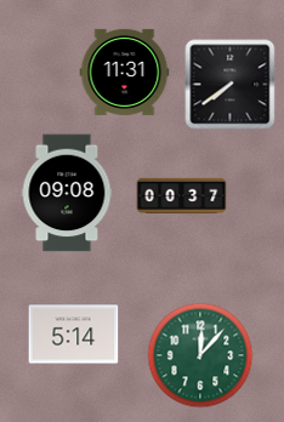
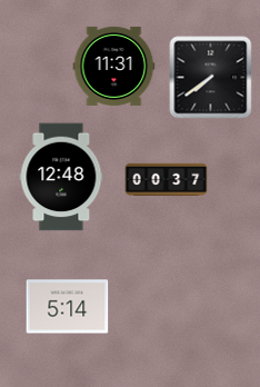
clock at (67, 193): 09:08 -> 12:48
clock at (200, 355): 12:07 -> none
